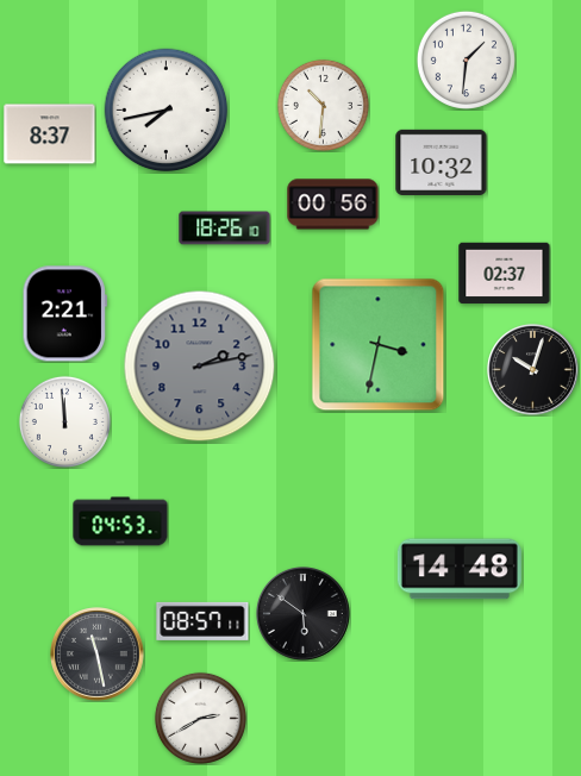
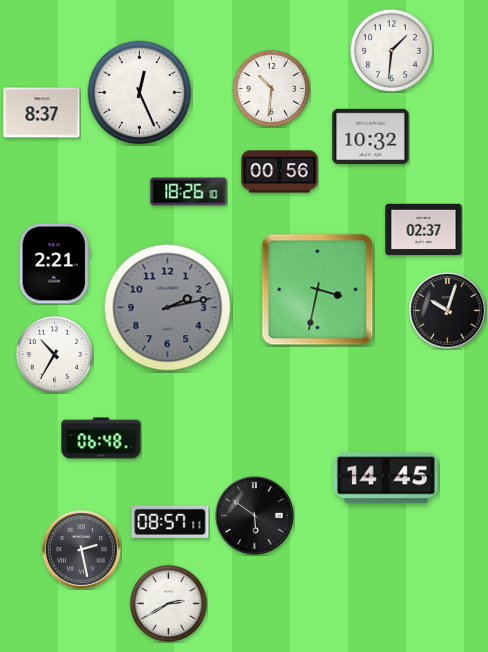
clock at (167, 111): 7:43 -> 12:26
clock at (64, 421): 11:59 -> 10:35
clock at (120, 521): 04:53 -> 06:48
clock at (460, 569): 14:48 -> 14:45
clock at (98, 655): 11:28 -> 2:28
